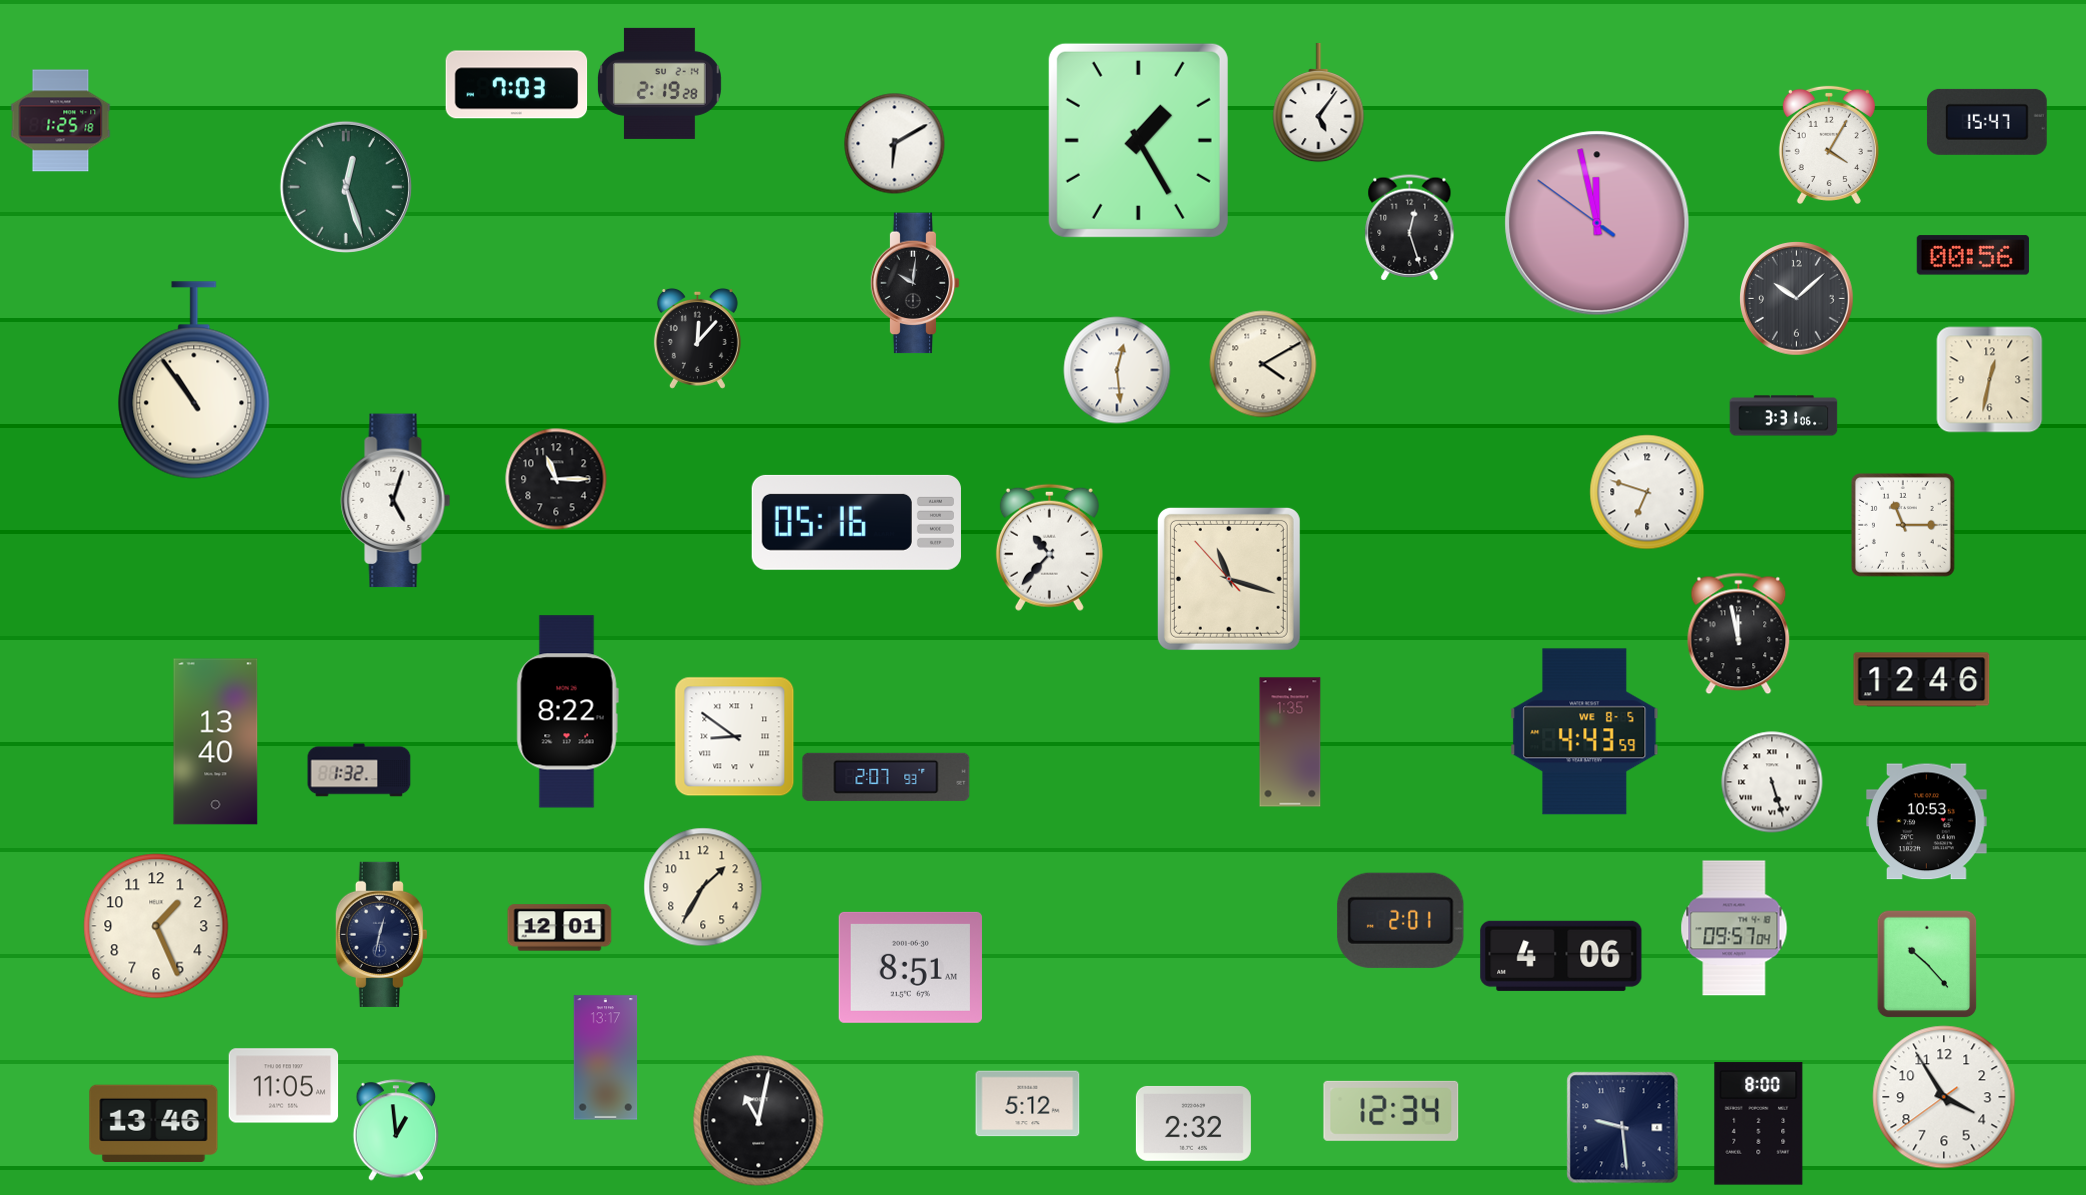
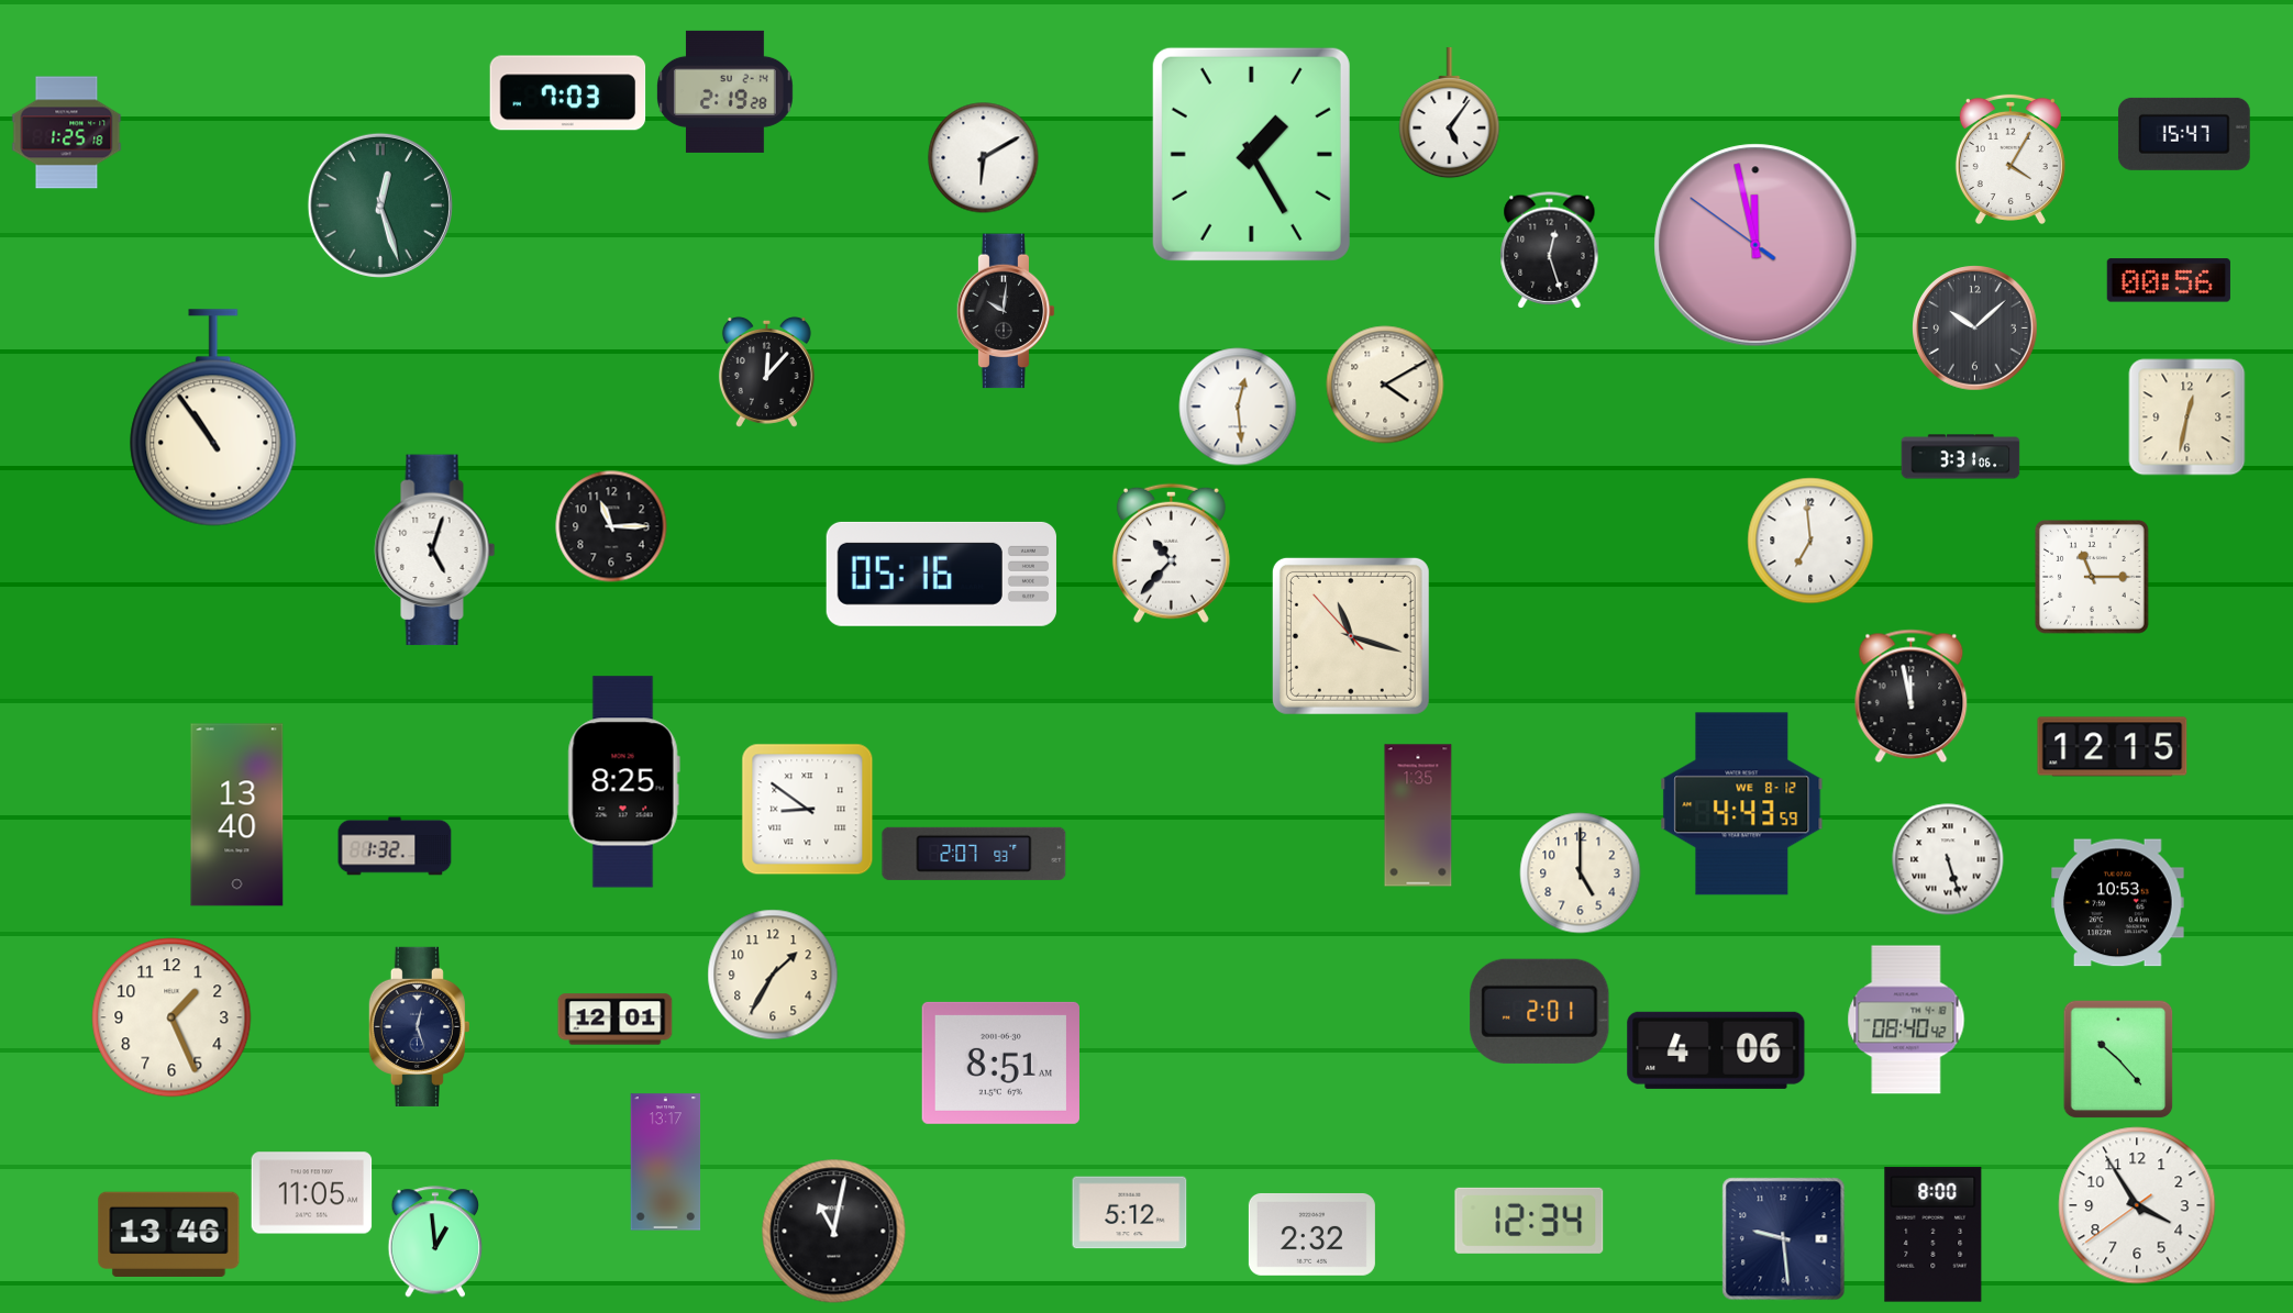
clock at (1263, 364) position: (1263, 364) -> (1385, 385)
clock at (1117, 370) position: (1117, 370) -> (1238, 407)
clock at (1647, 492): 6:48 -> 6:59
clock at (1049, 547) position: (1049, 547) -> (1171, 553)
clock at (1922, 680): 12:46 -> 12:15
clock at (567, 712): 8:22 -> 8:25
clock at (1585, 732) date: WE 8-5 -> WE 8-12
clock at (1581, 874): none -> 5:00
clock at (1734, 928): 09:57 -> 08:40
clock at (381, 934): 12:32 -> 12:27
